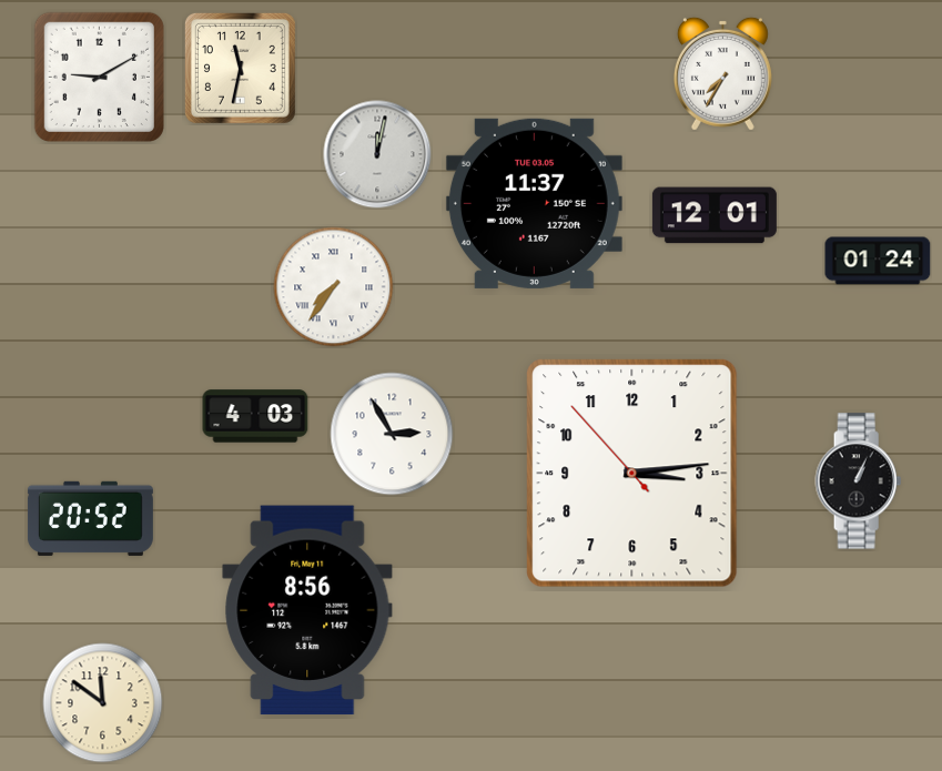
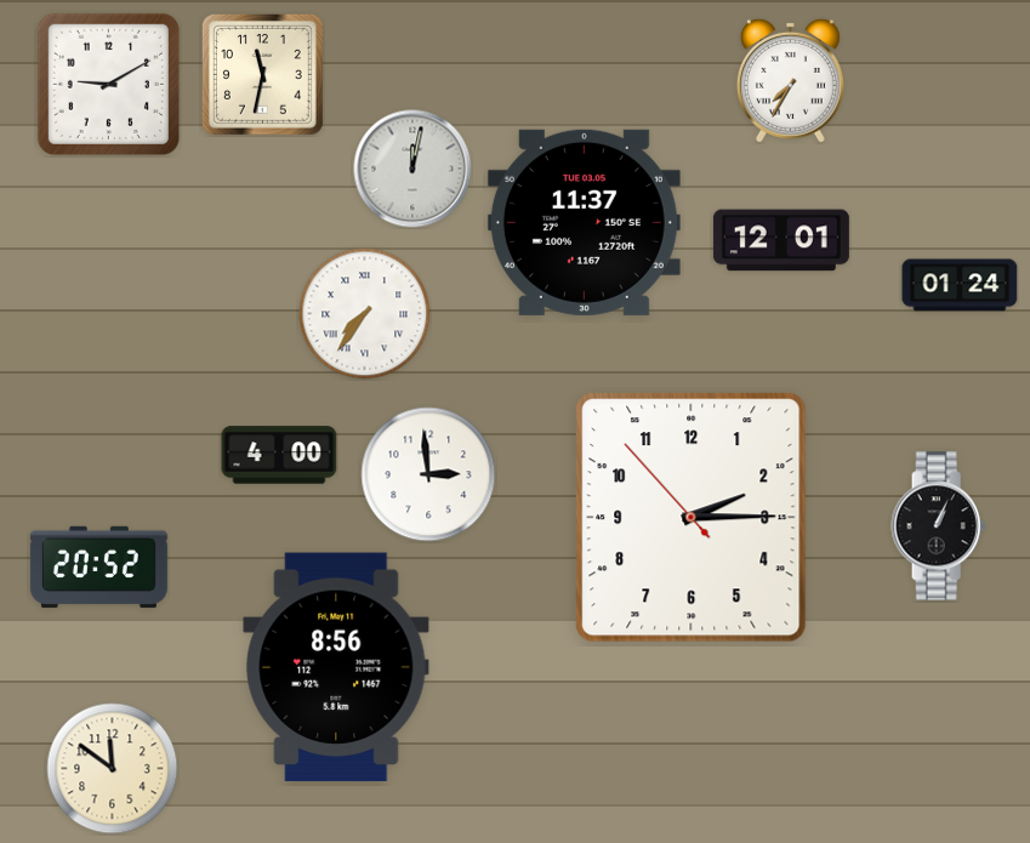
clock at (715, 215) position: (715, 215) -> (781, 240)
clock at (255, 416): 4:03 -> 4:00
clock at (392, 434): 2:55 -> 2:59
clock at (632, 474): 3:13 -> 2:14
